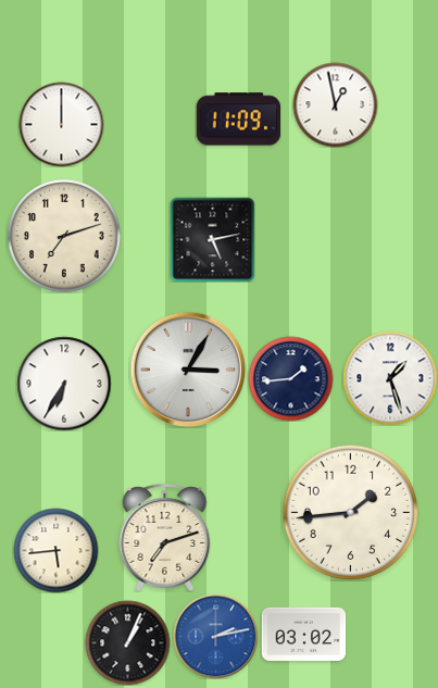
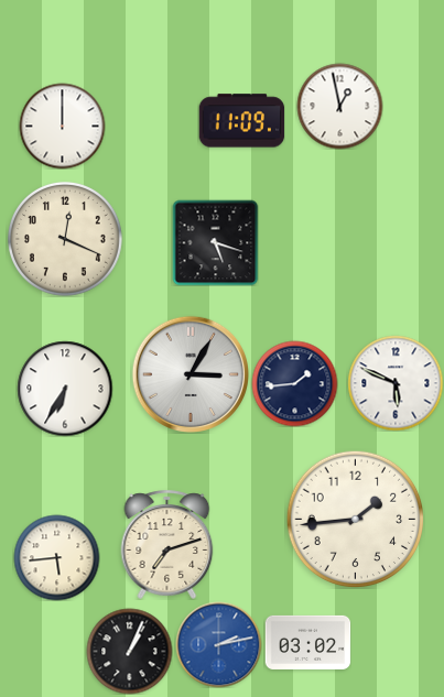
clock at (65, 237): 7:12 -> 12:19
clock at (212, 239): 5:13 -> 5:18
clock at (390, 378): 1:27 -> 5:49
